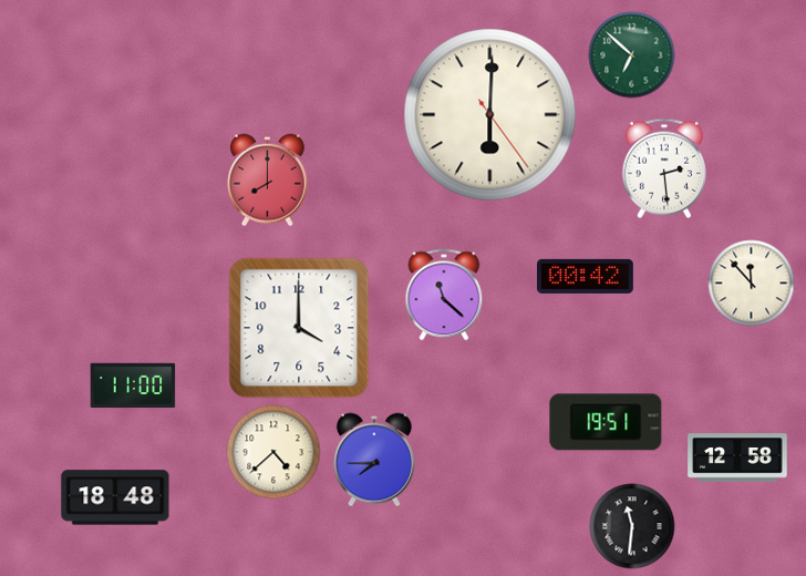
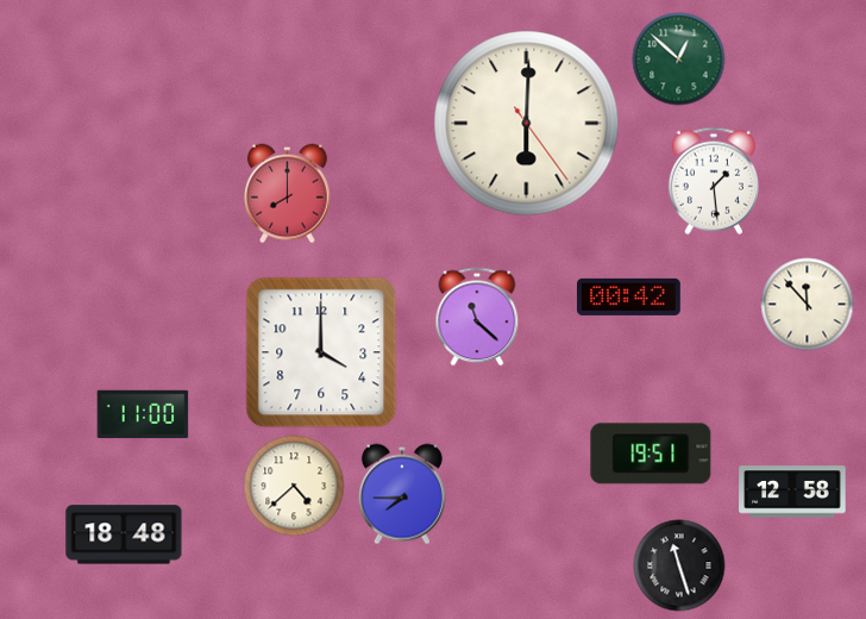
clock at (632, 55): 6:52 -> 12:52
clock at (664, 168): 2:29 -> 1:29
clock at (632, 526): 11:31 -> 11:27
